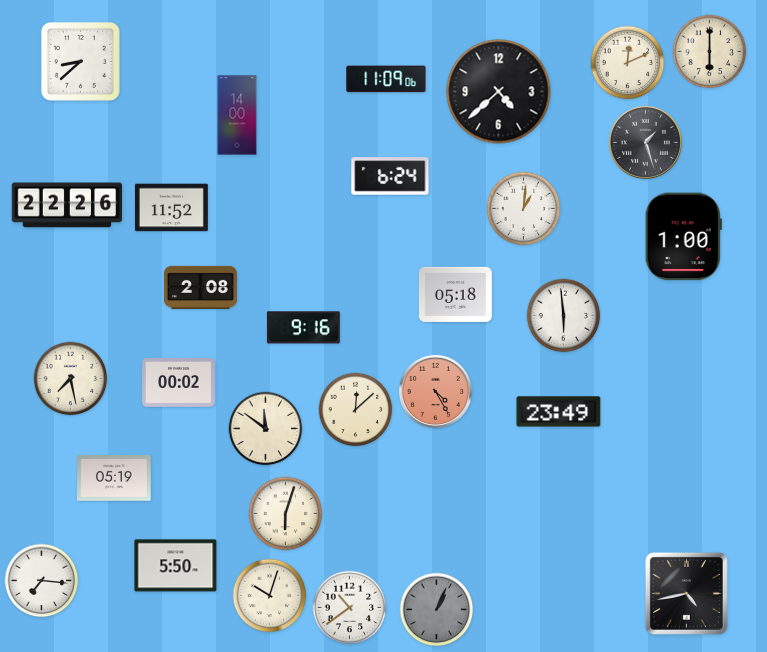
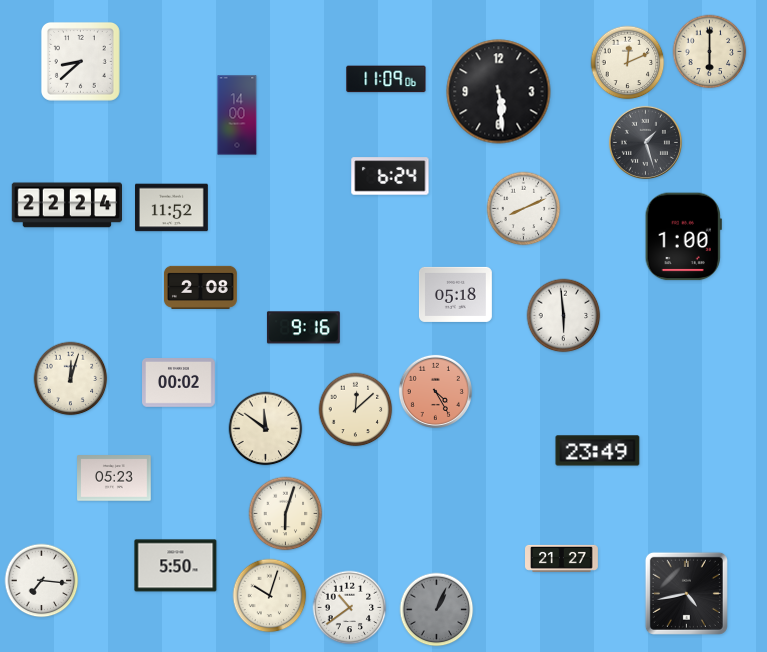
clock at (499, 92): 4:38 -> 5:29
clock at (66, 205): 22:26 -> 22:24
clock at (524, 209): 1:01 -> 8:11
clock at (71, 379): 7:28 -> 12:03
clock at (559, 412) position: (559, 412) -> (598, 451)
clock at (114, 478): 05:19 -> 05:23
clock at (562, 558): none -> 21:27
